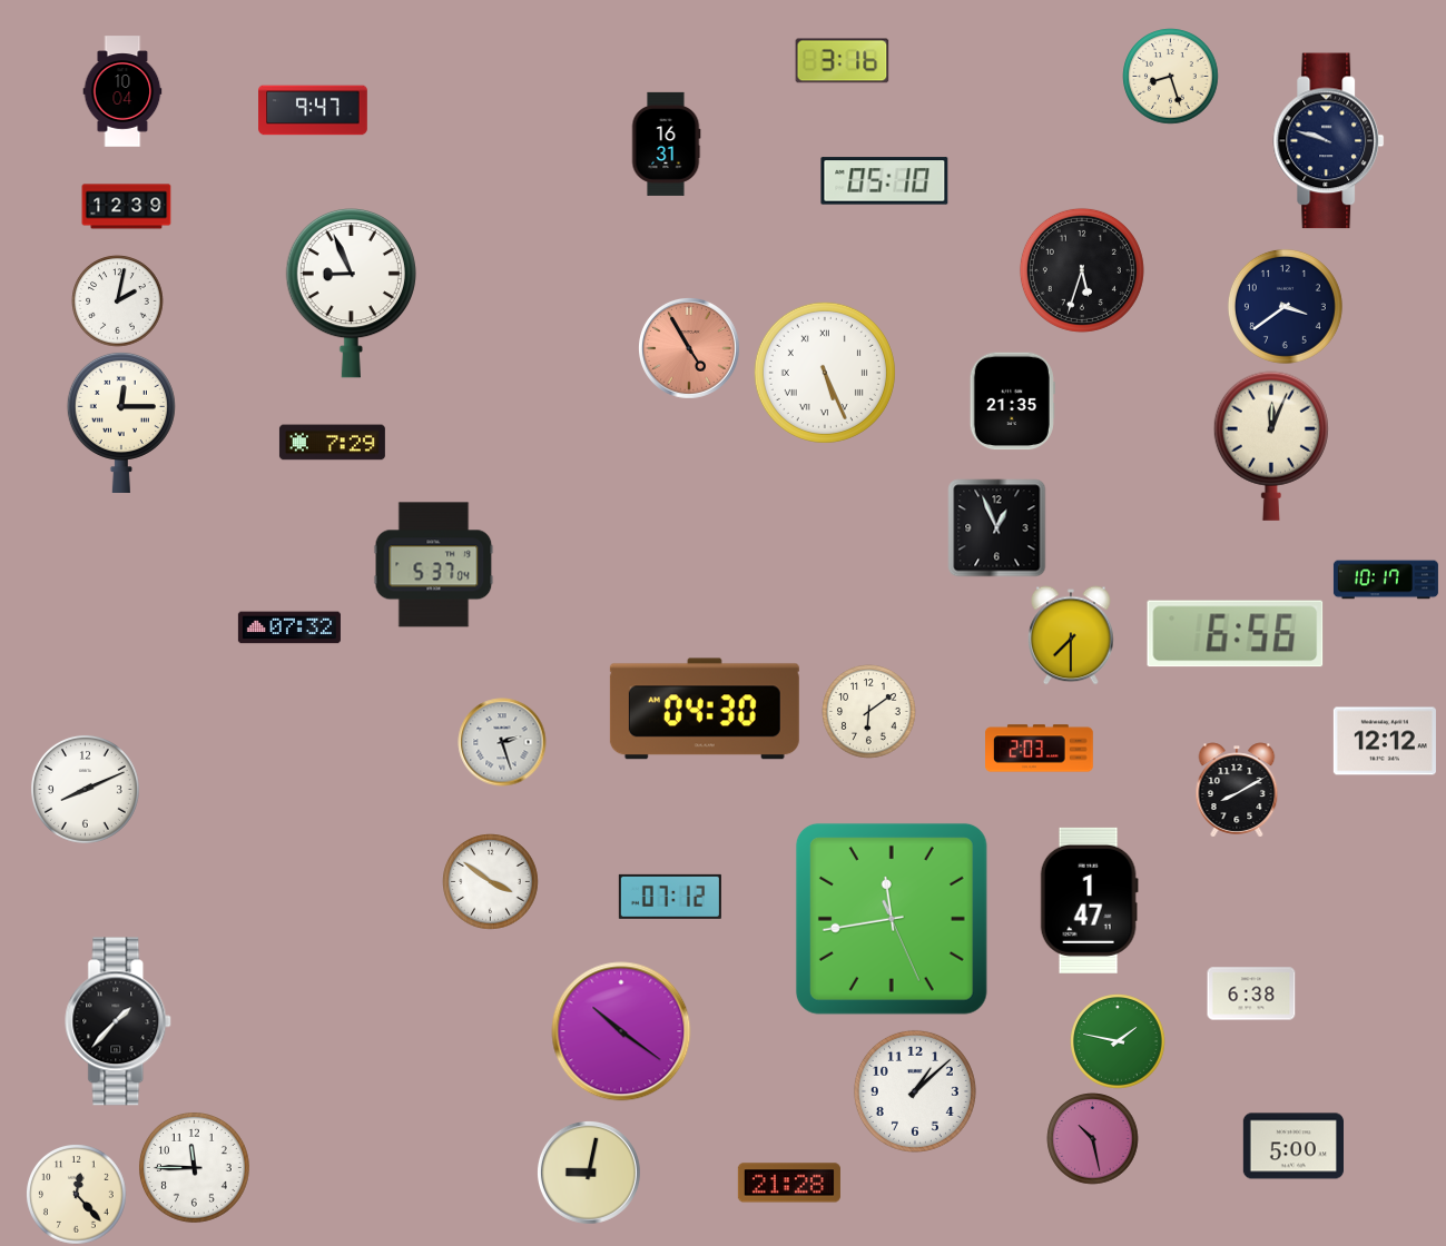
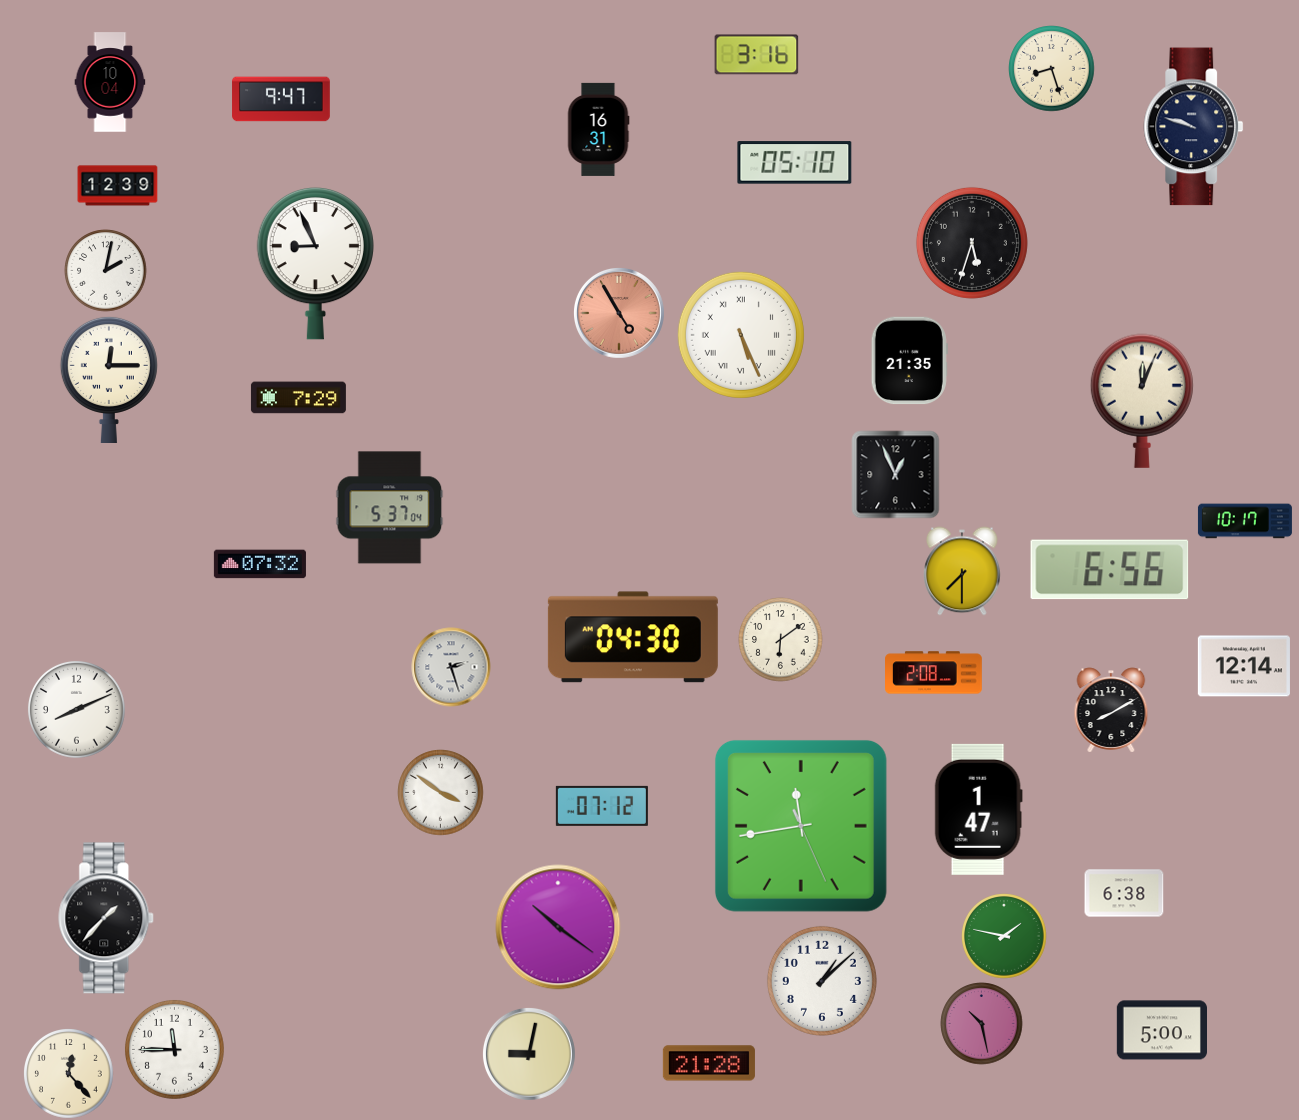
clock at (127, 207) position: (127, 207) -> (118, 186)
clock at (1285, 306): 3:39 -> none
clock at (1385, 741): 12:12 -> 12:14
clock at (1040, 749): 2:03 -> 2:08
